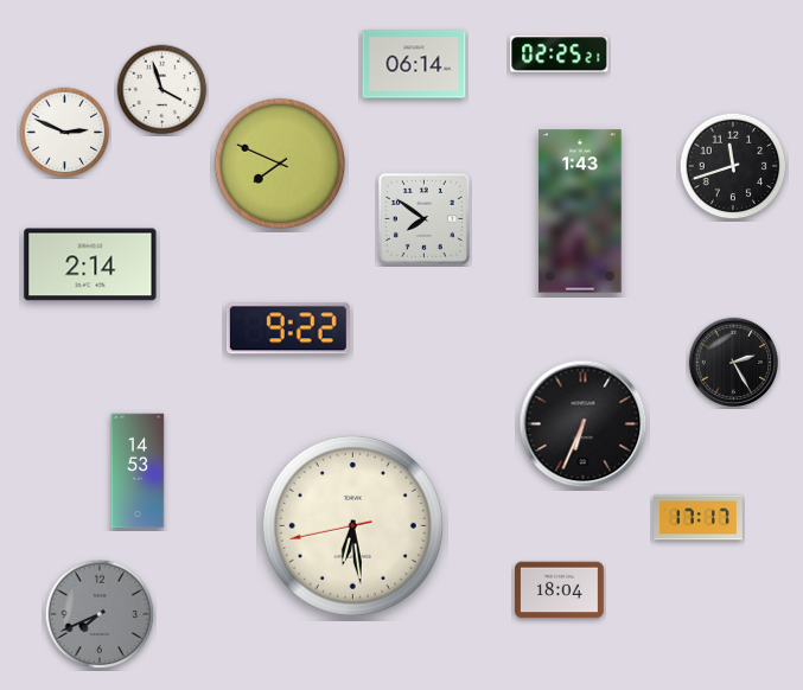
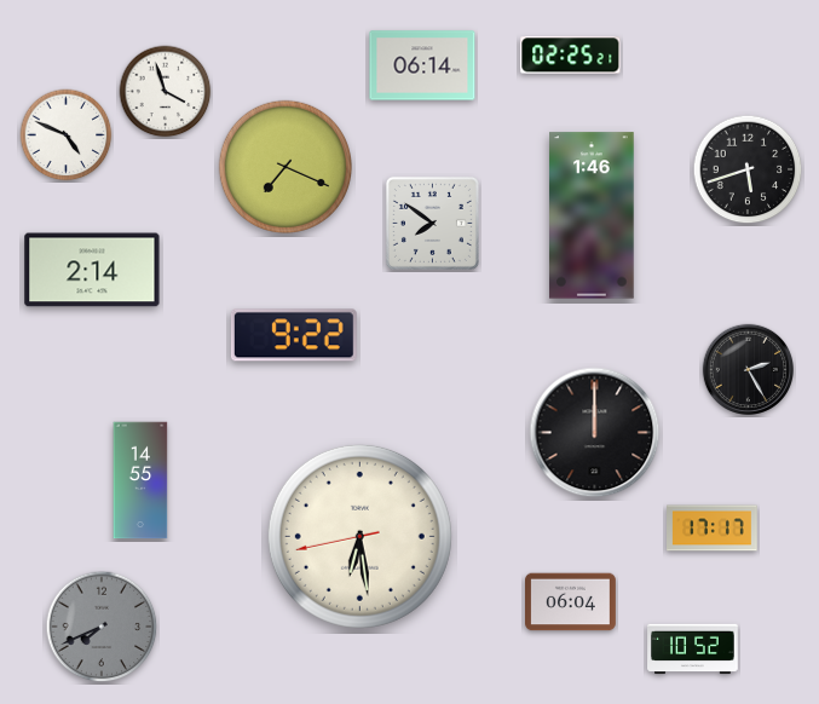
clock at (65, 133): 2:49 -> 4:49
clock at (279, 162): 7:49 -> 7:19
clock at (733, 166): 11:42 -> 5:42
clock at (580, 211): 1:43 -> 1:46
clock at (584, 424): 6:34 -> 12:00
clock at (138, 471): 14:53 -> 14:55
clock at (560, 590): 18:04 -> 06:04
clock at (693, 650): none -> 10:52
